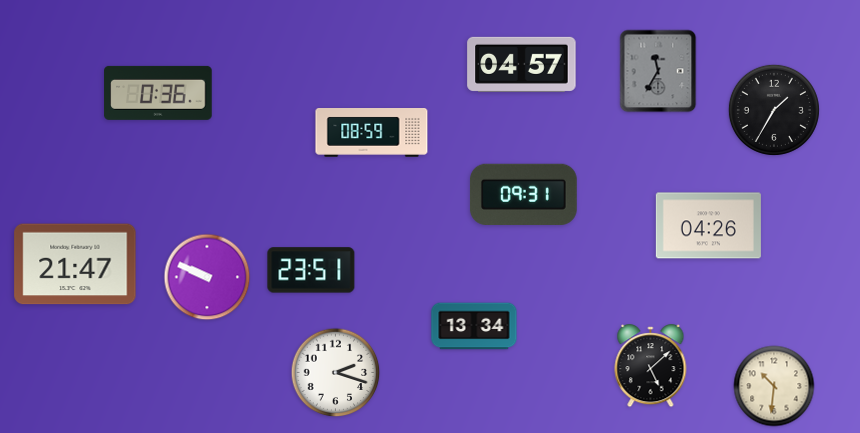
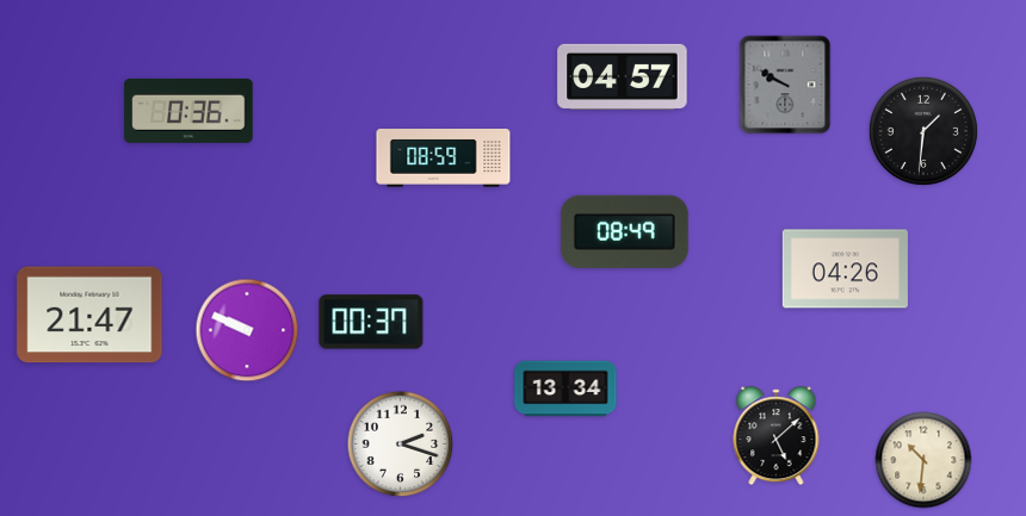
clock at (658, 71): 11:35 -> 9:50
clock at (774, 110): 1:35 -> 1:31
clock at (523, 194): 09:31 -> 08:49
clock at (311, 270): 23:51 -> 00:37
